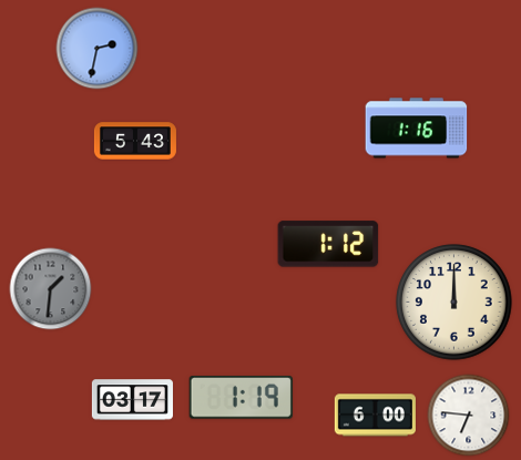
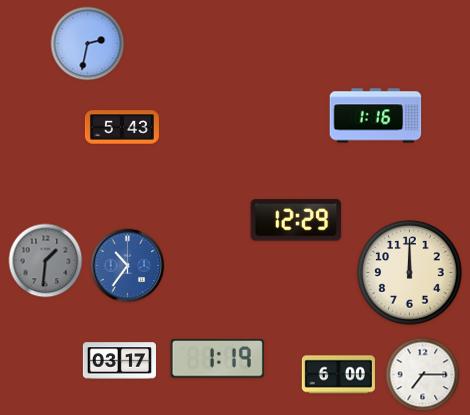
clock at (328, 244): 1:12 -> 12:29
clock at (128, 266): none -> 10:36
clock at (469, 416): 6:46 -> 7:15
